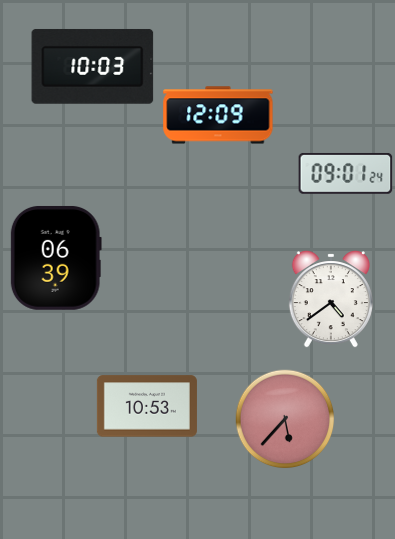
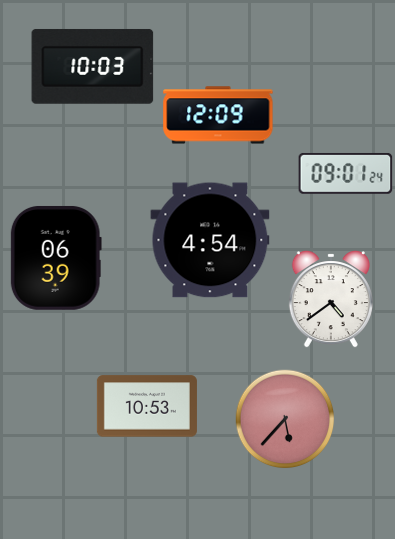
clock at (210, 240): none -> 4:54
